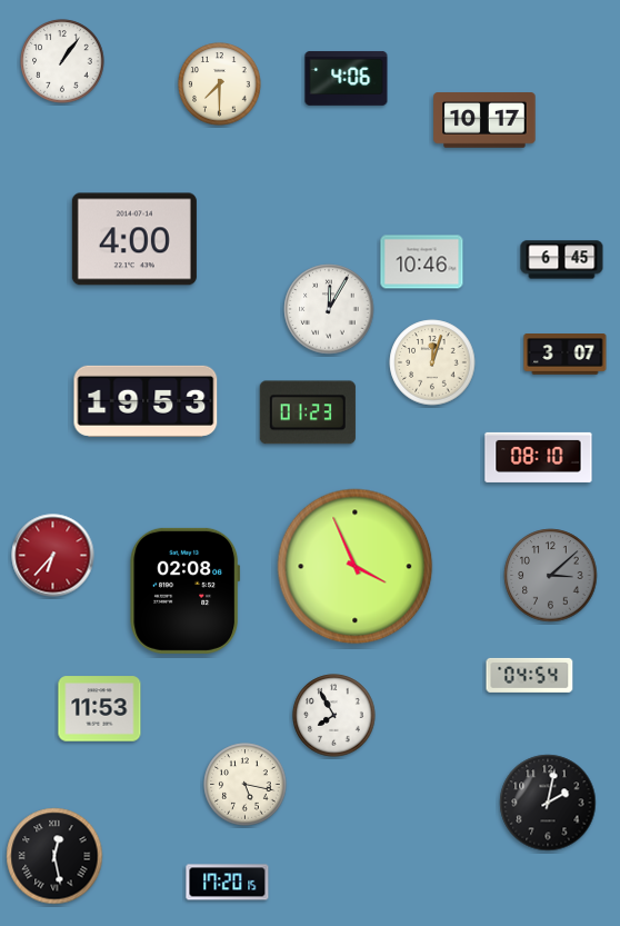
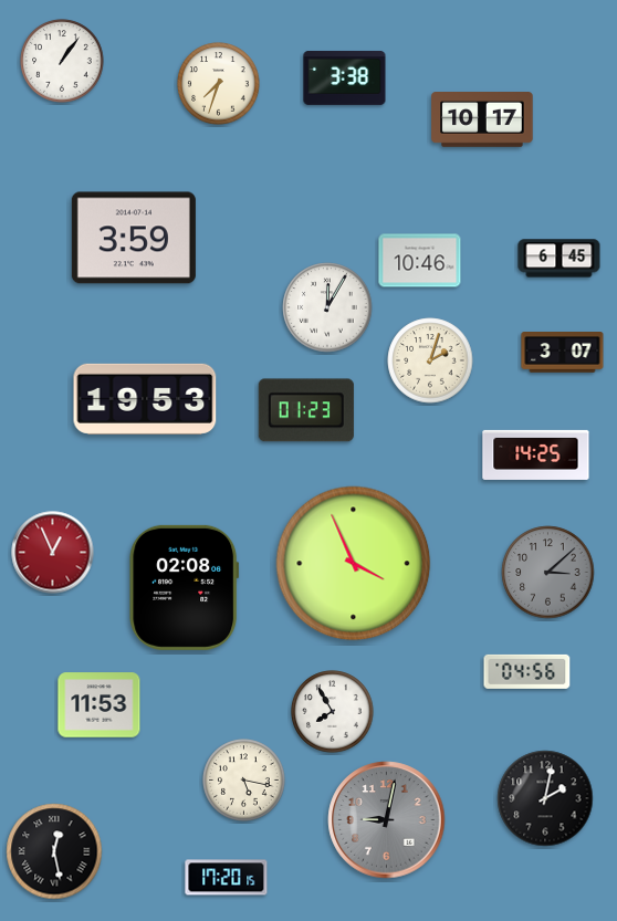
clock at (347, 78): 4:06 -> 3:38
clock at (220, 84): 7:30 -> 7:33
clock at (134, 239): 4:00 -> 3:59
clock at (432, 362): 12:03 -> 2:03
clock at (539, 457): 08:10 -> 14:25
clock at (53, 556): 6:37 -> 12:56
clock at (530, 675): 04:54 -> 04:56
clock at (387, 820): none -> 9:02
